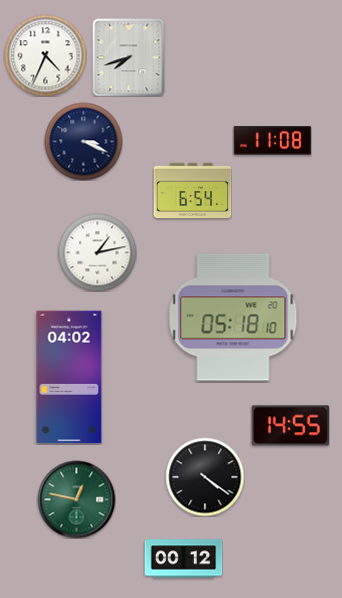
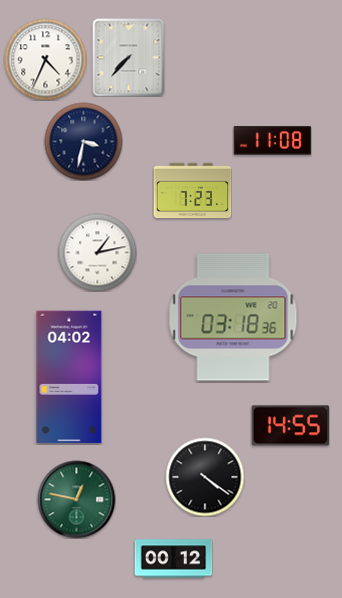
clock at (45, 55) position: (45, 55) -> (45, 59)
clock at (129, 57): 7:42 -> 7:37
clock at (83, 141): 3:19 -> 3:32
clock at (192, 191): 6:54 -> 7:23
clock at (233, 317): 05:18 -> 03:18
clock at (183, 559) position: (183, 559) -> (173, 559)
